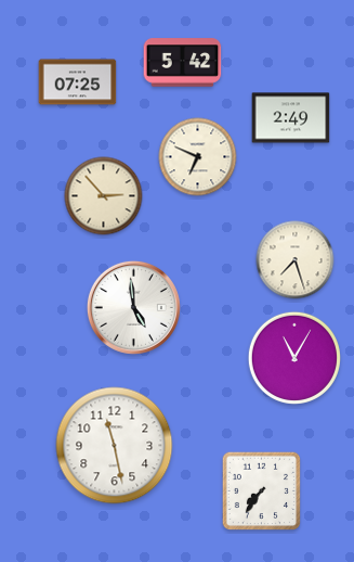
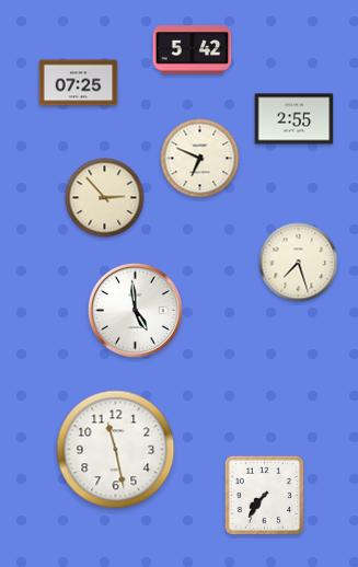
clock at (183, 63) position: (183, 63) -> (193, 50)
clock at (291, 118): 2:49 -> 2:55
clock at (294, 358): 11:05 -> none
